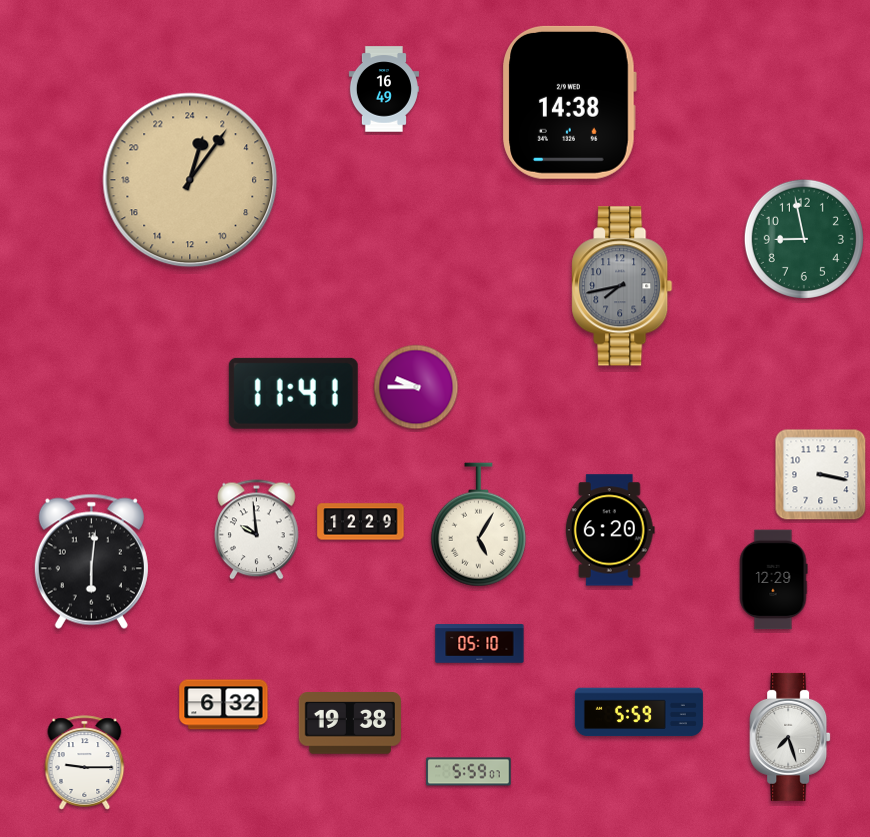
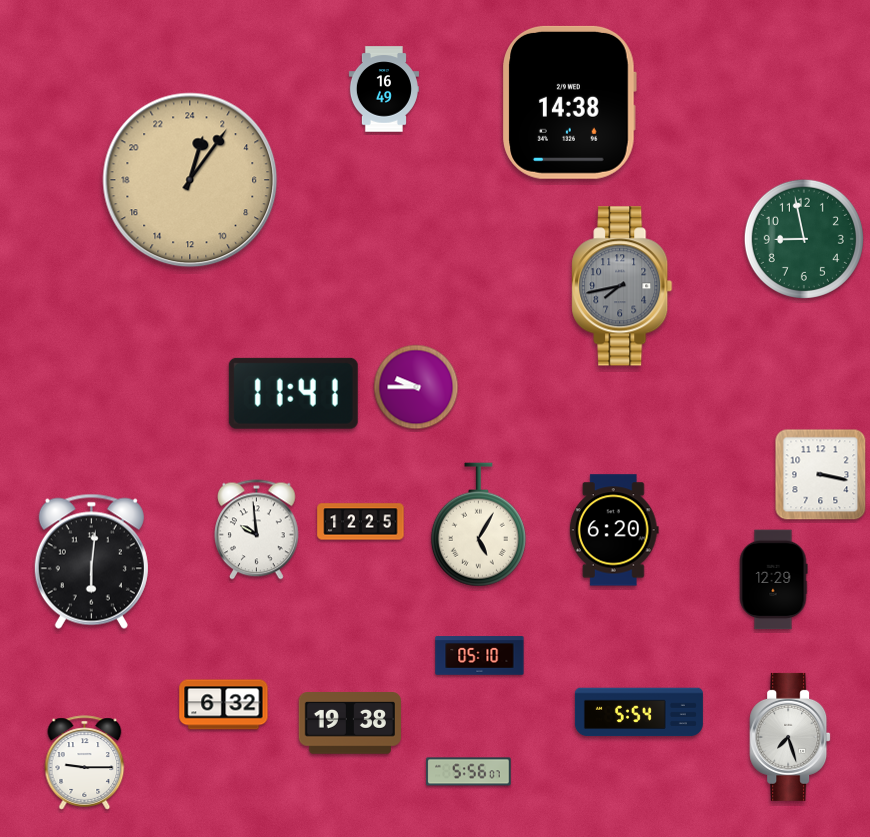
clock at (361, 522): 12:29 -> 12:25
clock at (610, 530) position: (610, 530) -> (614, 530)
clock at (480, 644) position: (480, 644) -> (480, 656)
clock at (639, 712): 5:59 -> 5:54
clock at (469, 772): 5:59 -> 5:56
